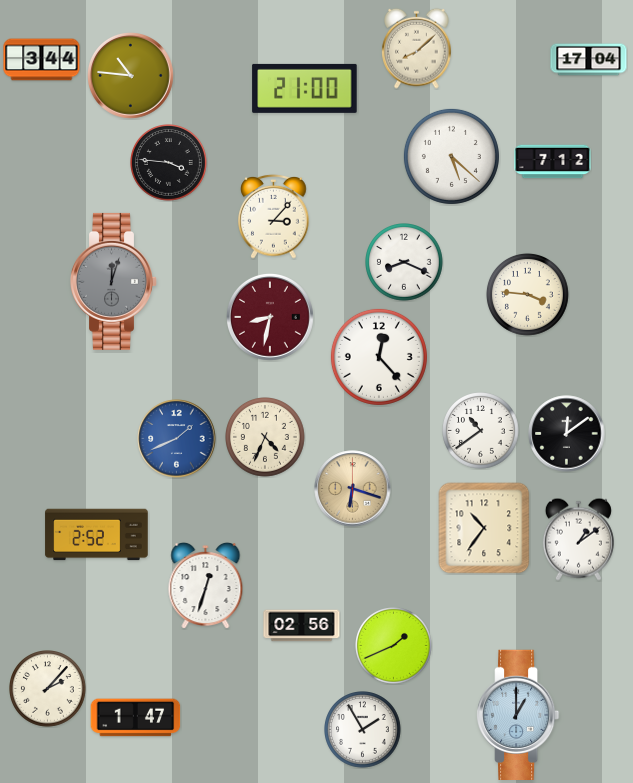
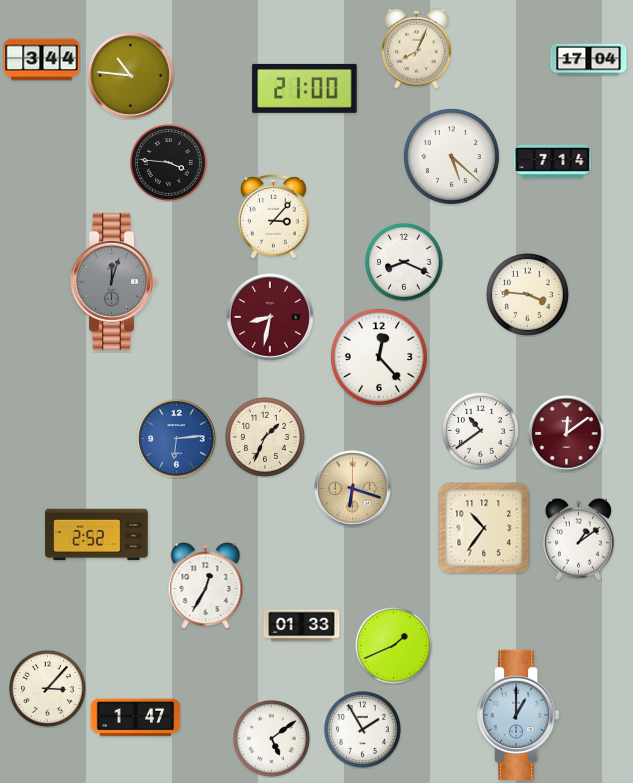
clock at (417, 48): 8:08 -> 8:04
clock at (553, 162): 7:12 -> 7:14
clock at (567, 434) dial: black -> burgundy
clock at (266, 438): 4:34 -> 1:34
clock at (177, 439): 1:41 -> 6:14
clock at (206, 585): 12:33 -> 12:35
clock at (302, 626): 02:56 -> 01:33
clock at (48, 689): 2:07 -> 3:07
clock at (272, 739): none -> 5:09
